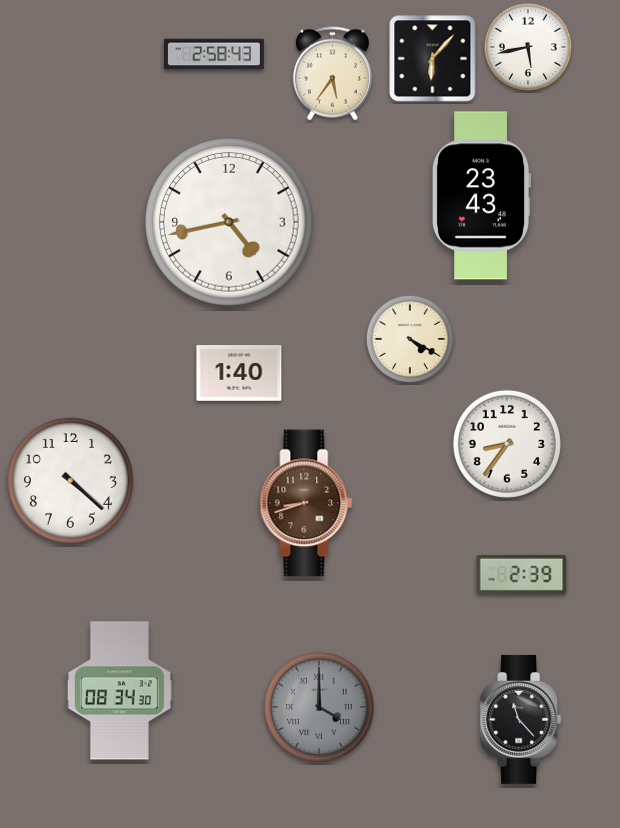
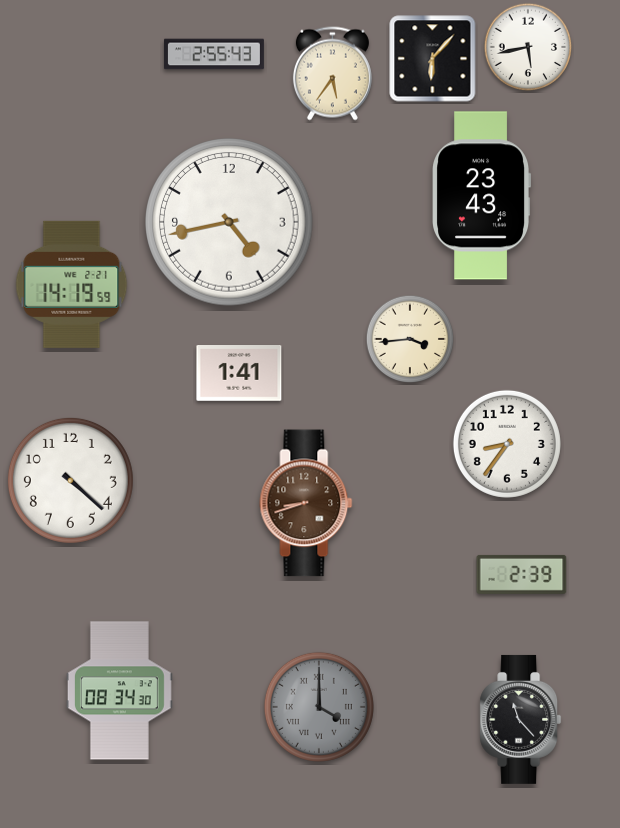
clock at (214, 54): 2:58 -> 2:55
clock at (72, 284): none -> 14:19
clock at (410, 339): 4:20 -> 3:44
clock at (239, 374): 1:40 -> 1:41
